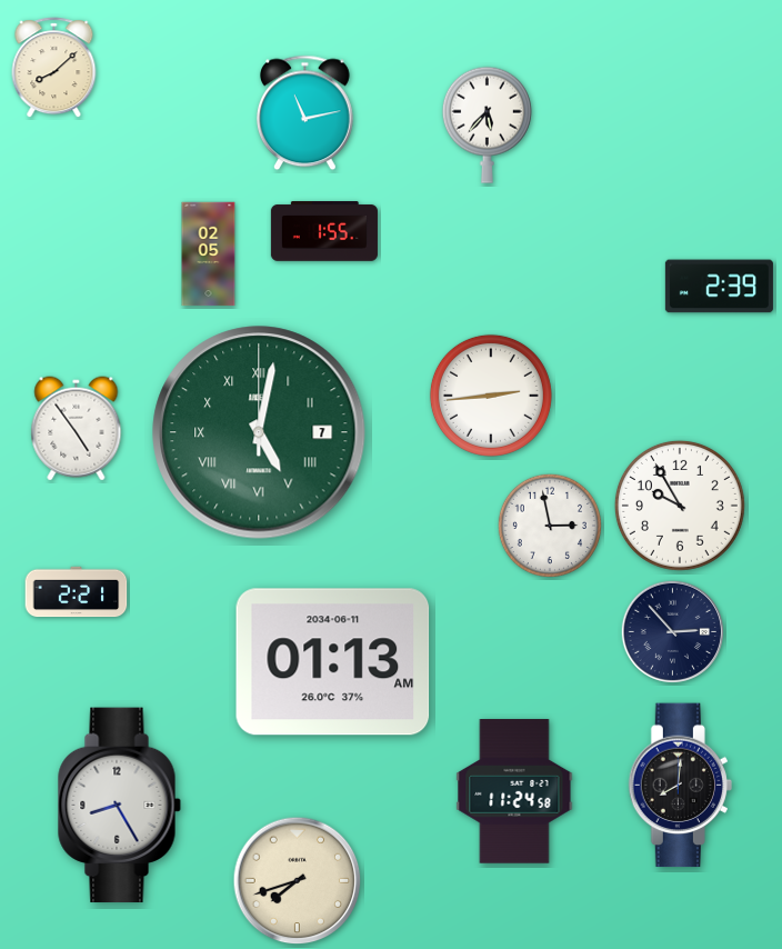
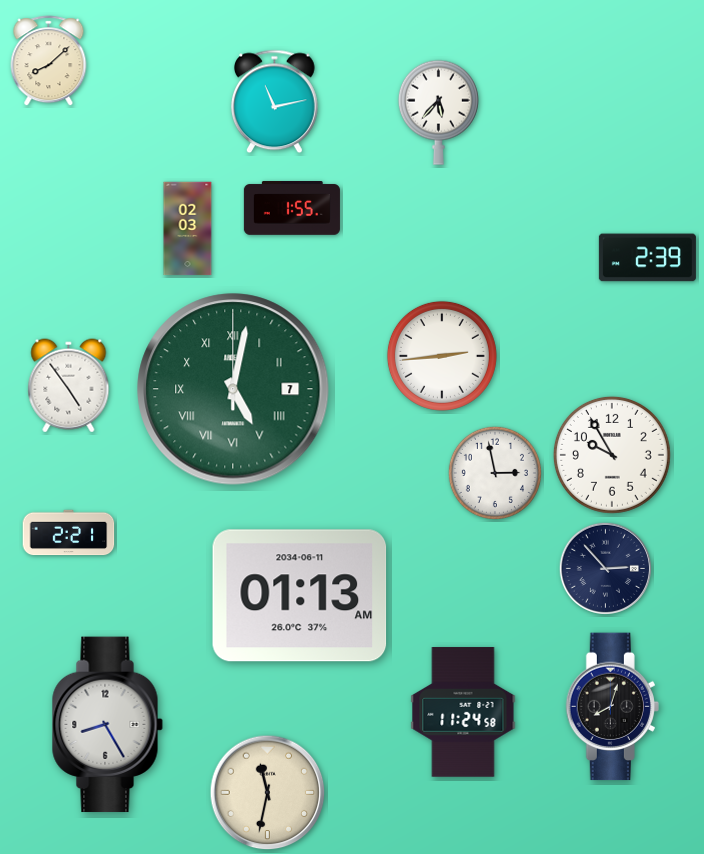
clock at (209, 254): 02:05 -> 02:03
clock at (680, 786): 8:01 -> 8:03
clock at (298, 881): 7:42 -> 11:32
